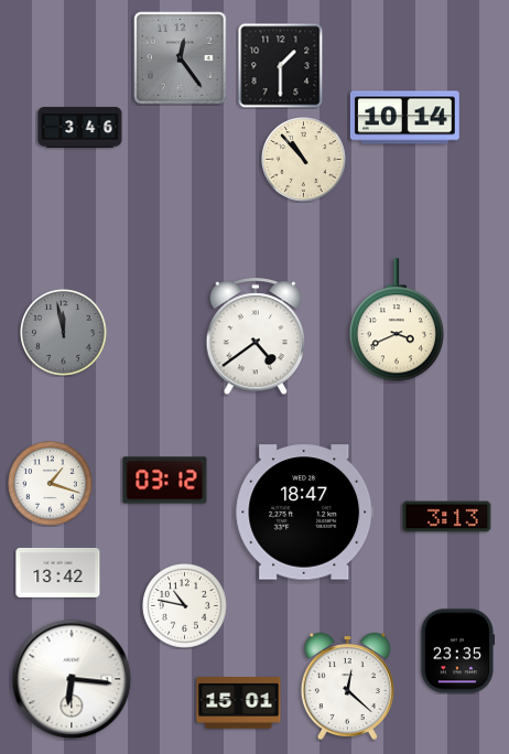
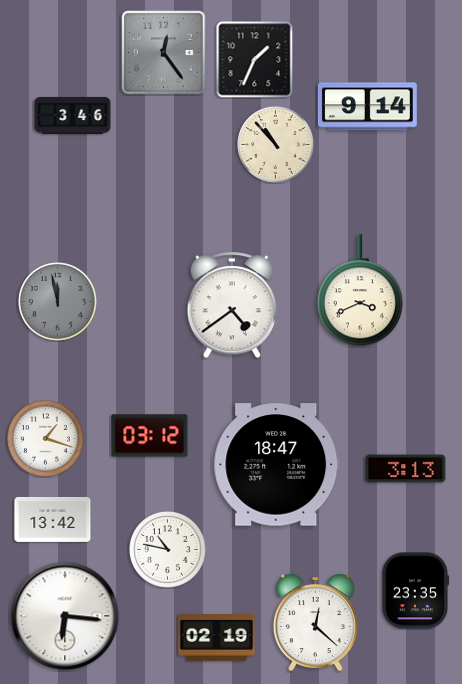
clock at (280, 65): 1:30 -> 1:34
clock at (404, 118): 10:14 -> 9:14
clock at (239, 703): 15:01 -> 02:19
